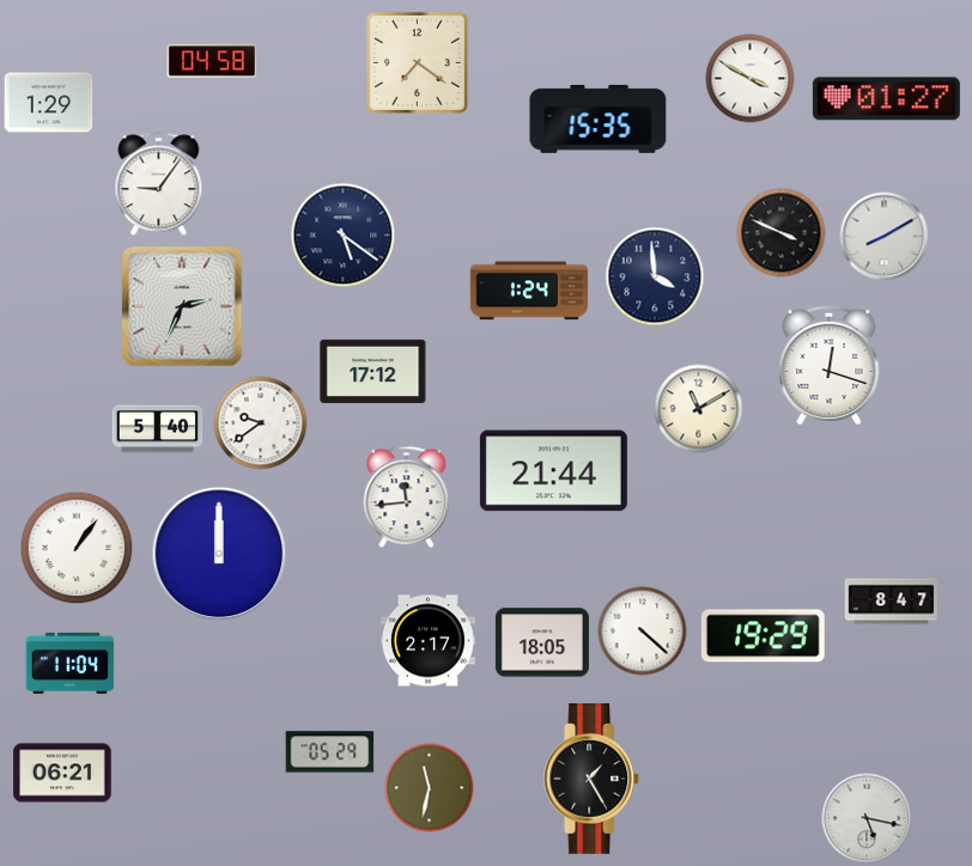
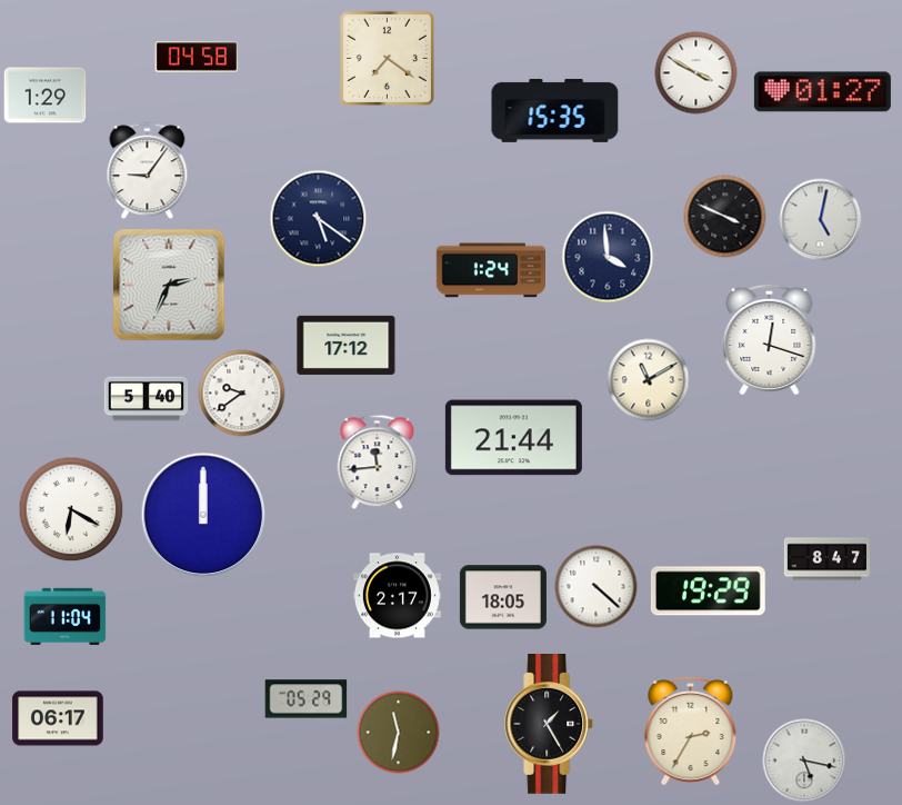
clock at (885, 237): 8:10 -> 5:02
clock at (77, 548): 1:06 -> 6:20
clock at (62, 773): 06:21 -> 06:17
clock at (691, 732): none -> 2:35
